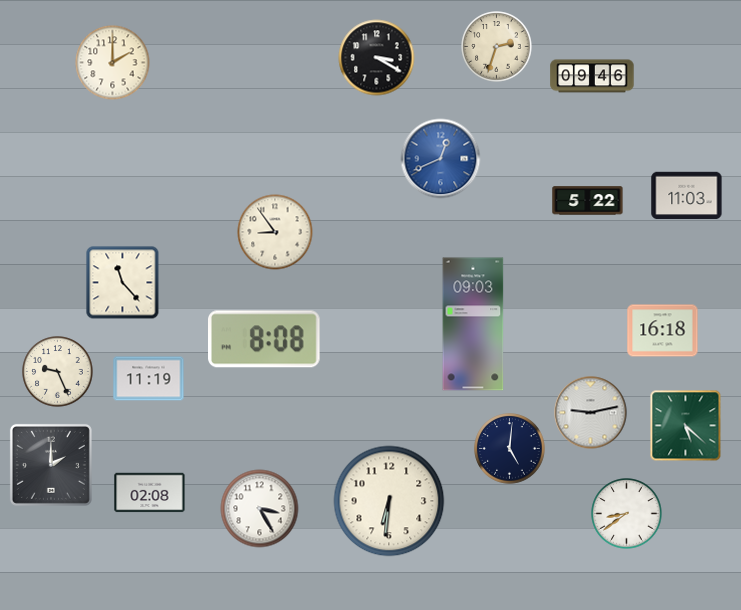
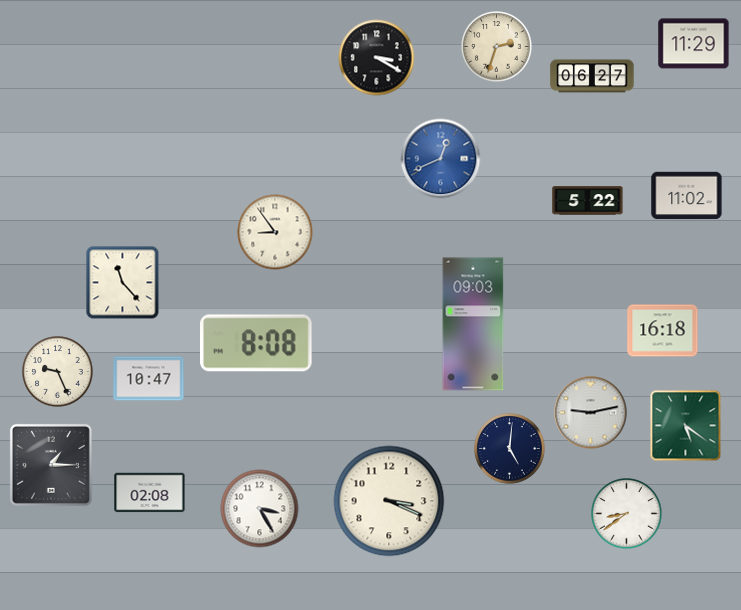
clock at (694, 44): none -> 11:29
clock at (113, 63): 2:00 -> none
clock at (592, 76): 09:46 -> 06:27
clock at (687, 196): 11:03 -> 11:02
clock at (265, 339) position: (265, 339) -> (257, 343)
clock at (149, 379): 11:19 -> 10:47
clock at (686, 426): 5:22 -> 5:21
clock at (51, 465): 2:00 -> 1:15
clock at (389, 501): 6:31 -> 3:19
